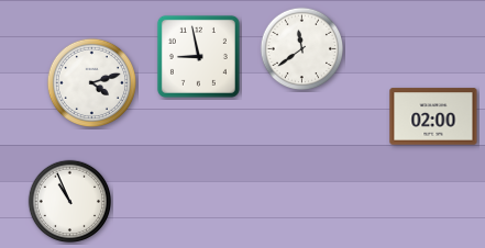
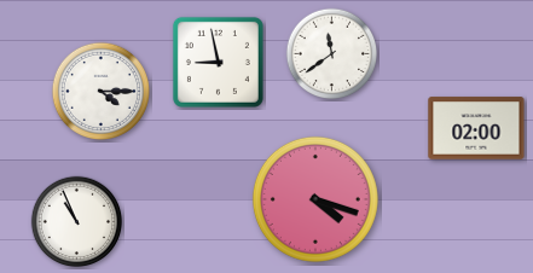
clock at (91, 82): 4:12 -> 4:15
clock at (315, 199): none -> 4:18
